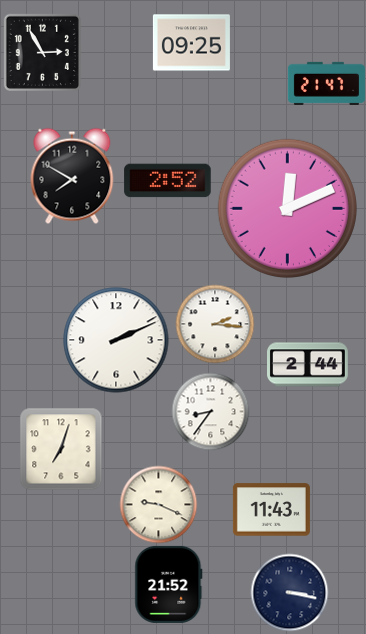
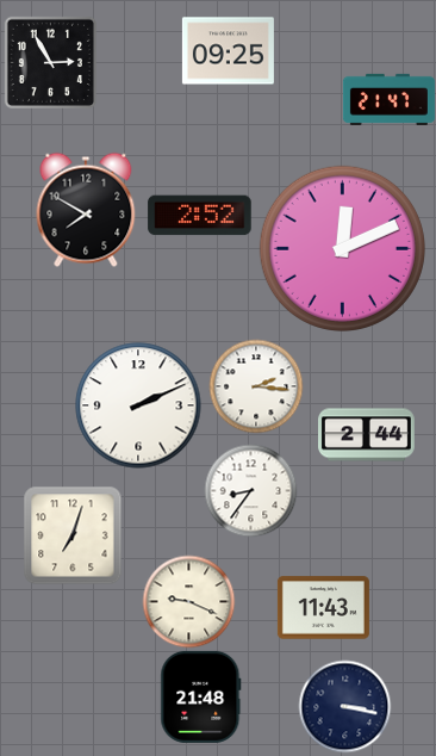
clock at (169, 584): 21:52 -> 21:48
